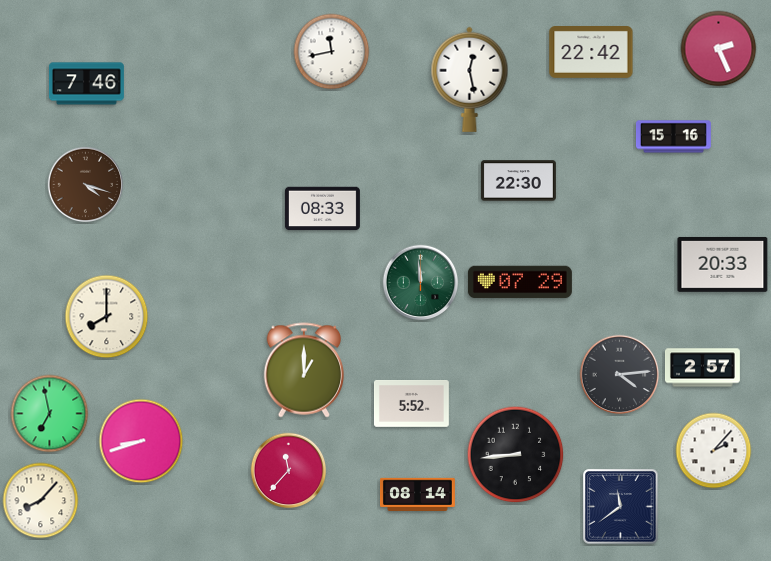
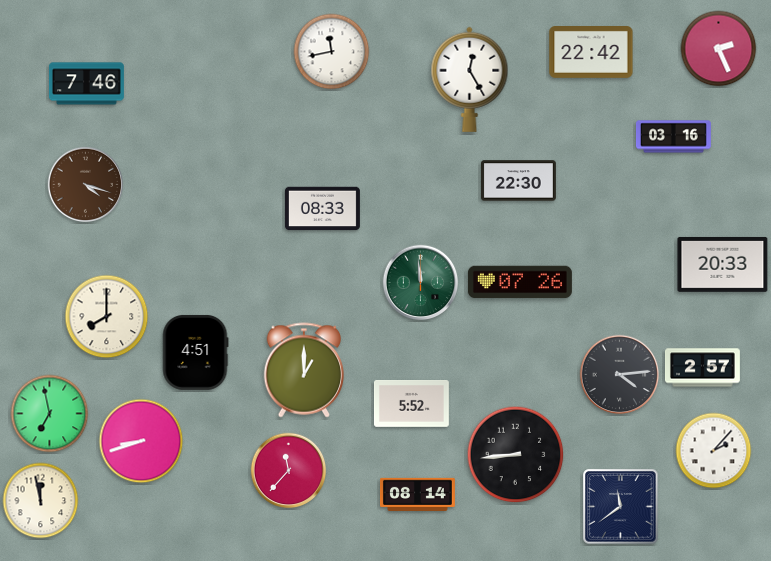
clock at (470, 79): 12:28 -> 12:25
clock at (673, 137): 15:16 -> 03:16
clock at (520, 282): 07:29 -> 07:26
clock at (196, 352): none -> 4:51
clock at (41, 501): 8:07 -> 11:58
